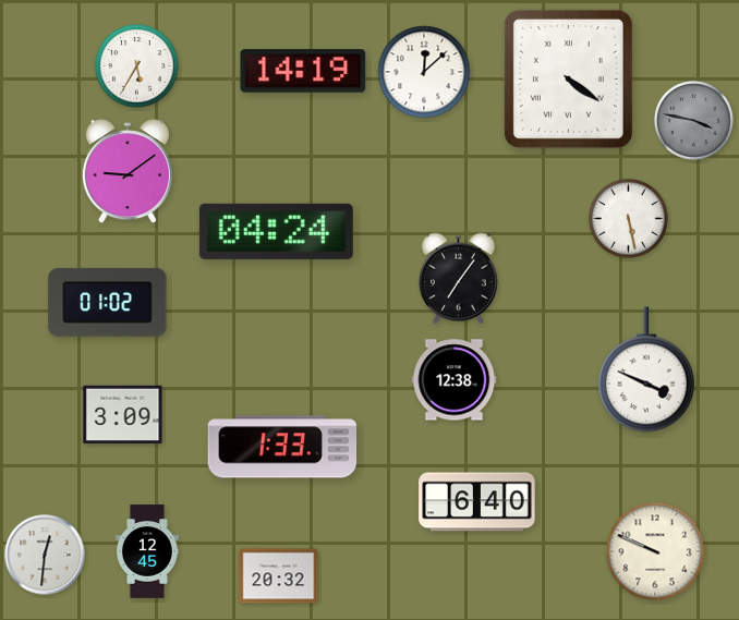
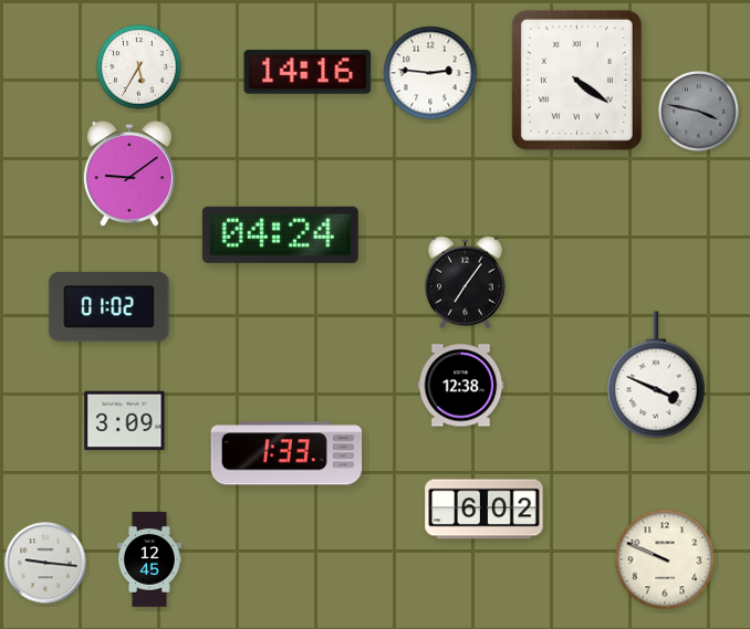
clock at (303, 71): 14:19 -> 14:16
clock at (424, 72): 12:08 -> 2:46
clock at (694, 121) position: (694, 121) -> (699, 112)
clock at (629, 219): 5:28 -> none
clock at (477, 502): 6:40 -> 6:02
clock at (45, 555): 12:31 -> 9:16
clock at (279, 576): 20:32 -> none
